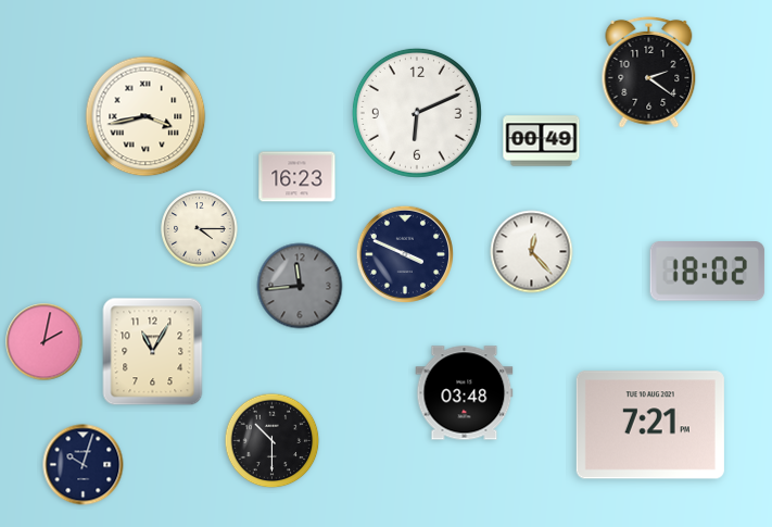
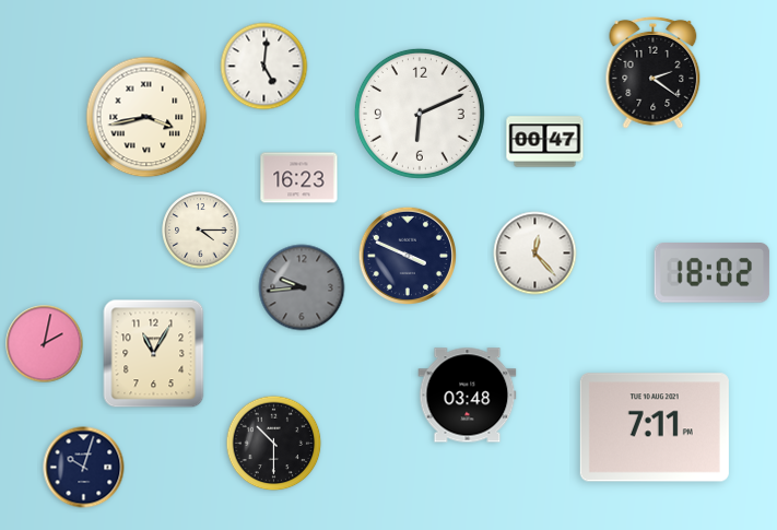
clock at (264, 67): none -> 5:01
clock at (542, 141): 00:49 -> 00:47
clock at (300, 286): 11:44 -> 9:44
clock at (650, 425): 7:21 -> 7:11
